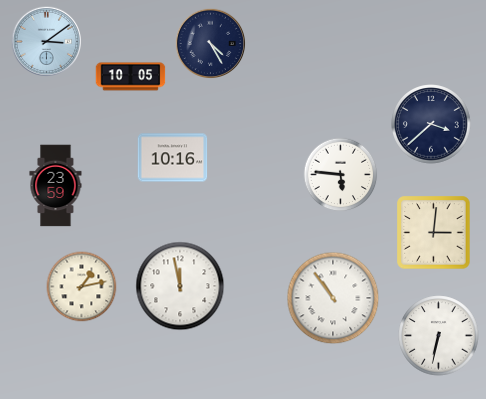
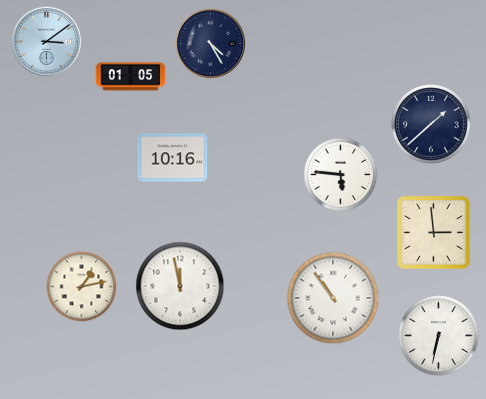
clock at (131, 77): 10:05 -> 01:05
clock at (431, 124): 3:38 -> 1:38
clock at (56, 186): 23:59 -> none
clock at (434, 233): 3:01 -> 2:59
